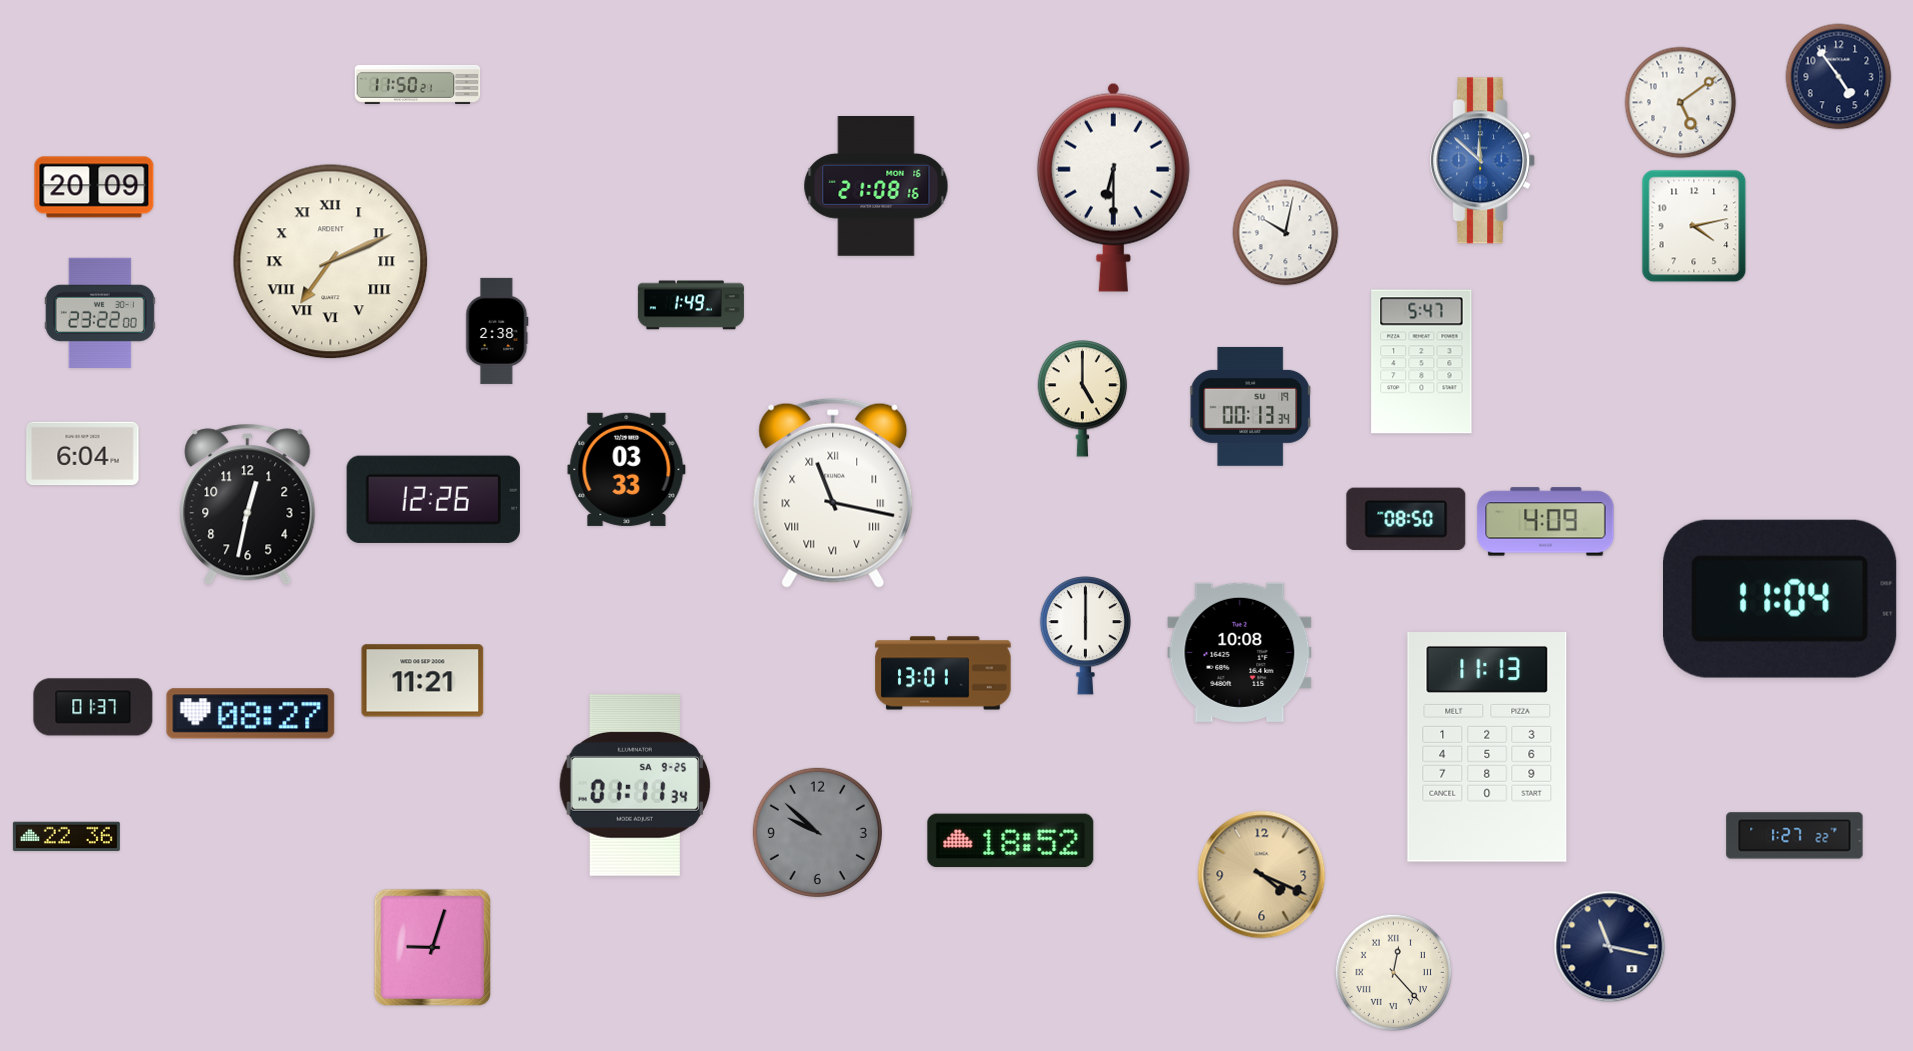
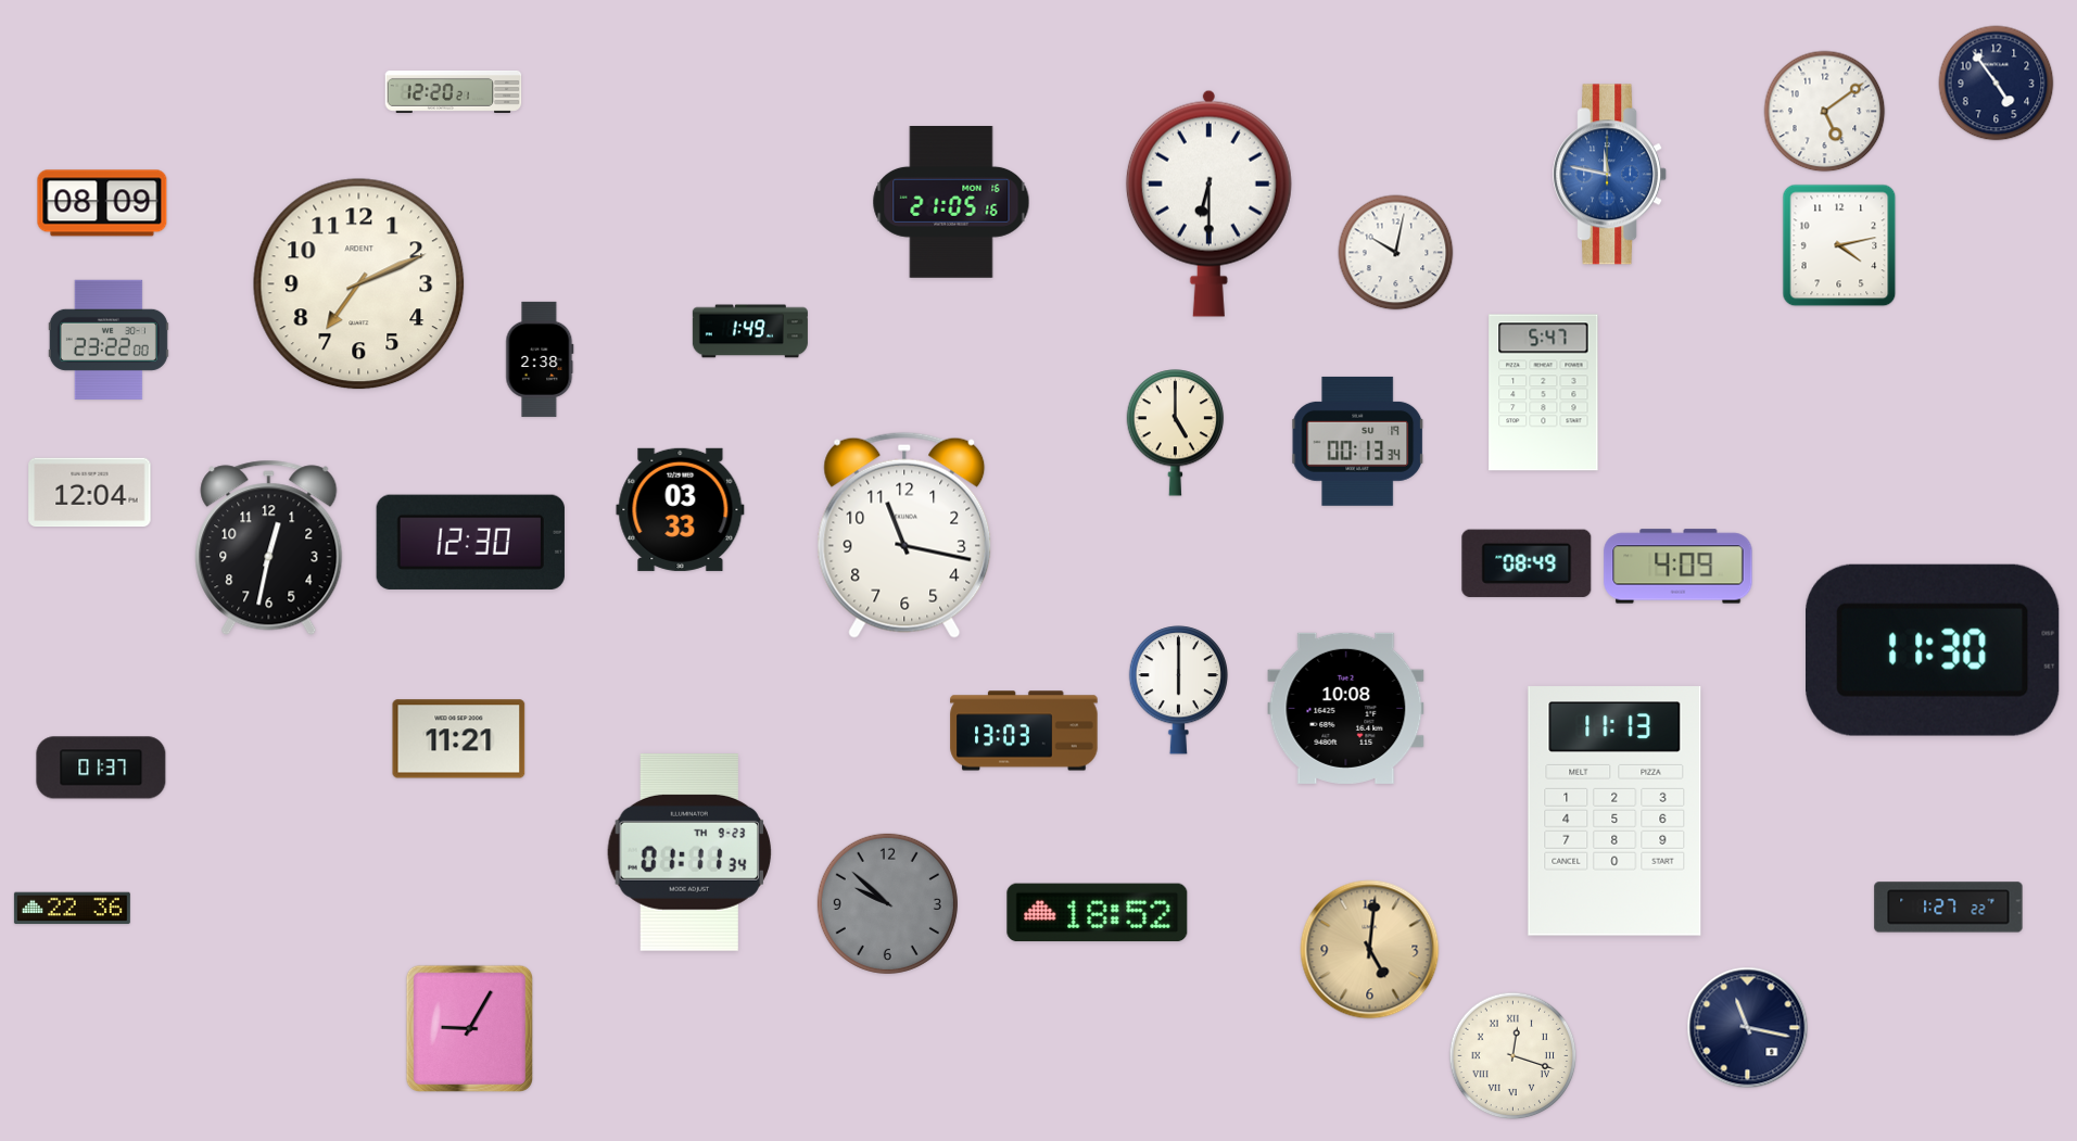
clock at (418, 84): 11:50 -> 12:20
clock at (1483, 161): 11:52 -> 11:47
clock at (94, 187): 20:09 -> 08:09
clock at (876, 187): 21:08 -> 21:05
clock at (331, 262) numerals: Roman -> Arabic
clock at (83, 454): 6:04 -> 12:04
clock at (833, 493) numerals: Roman -> Arabic
clock at (433, 499): 12:26 -> 12:30
clock at (1406, 518): 08:50 -> 08:49
clock at (1781, 599): 11:04 -> 11:30
clock at (943, 673): 13:01 -> 13:03
clock at (251, 714): 08:27 -> none
clock at (634, 786) date: SA 9-25 -> TH 9-23
clock at (1262, 875): 4:19 -> 5:01
clock at (432, 947): 9:03 -> 9:05
clock at (1394, 973): 12:23 -> 12:18
